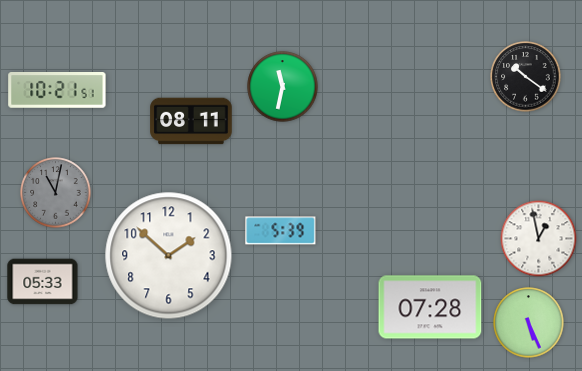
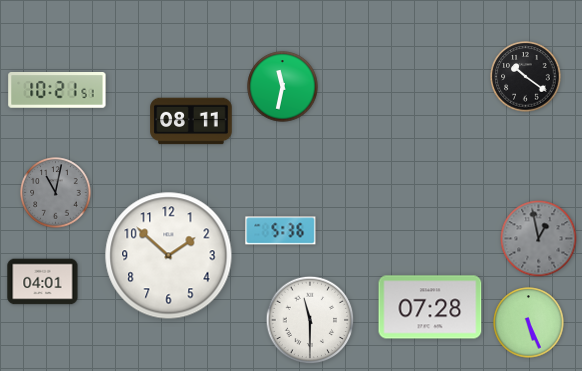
clock at (281, 231): 5:39 -> 5:36
clock at (539, 239) dial: white -> grey
clock at (43, 282): 05:33 -> 04:01
clock at (310, 320): none -> 11:30
